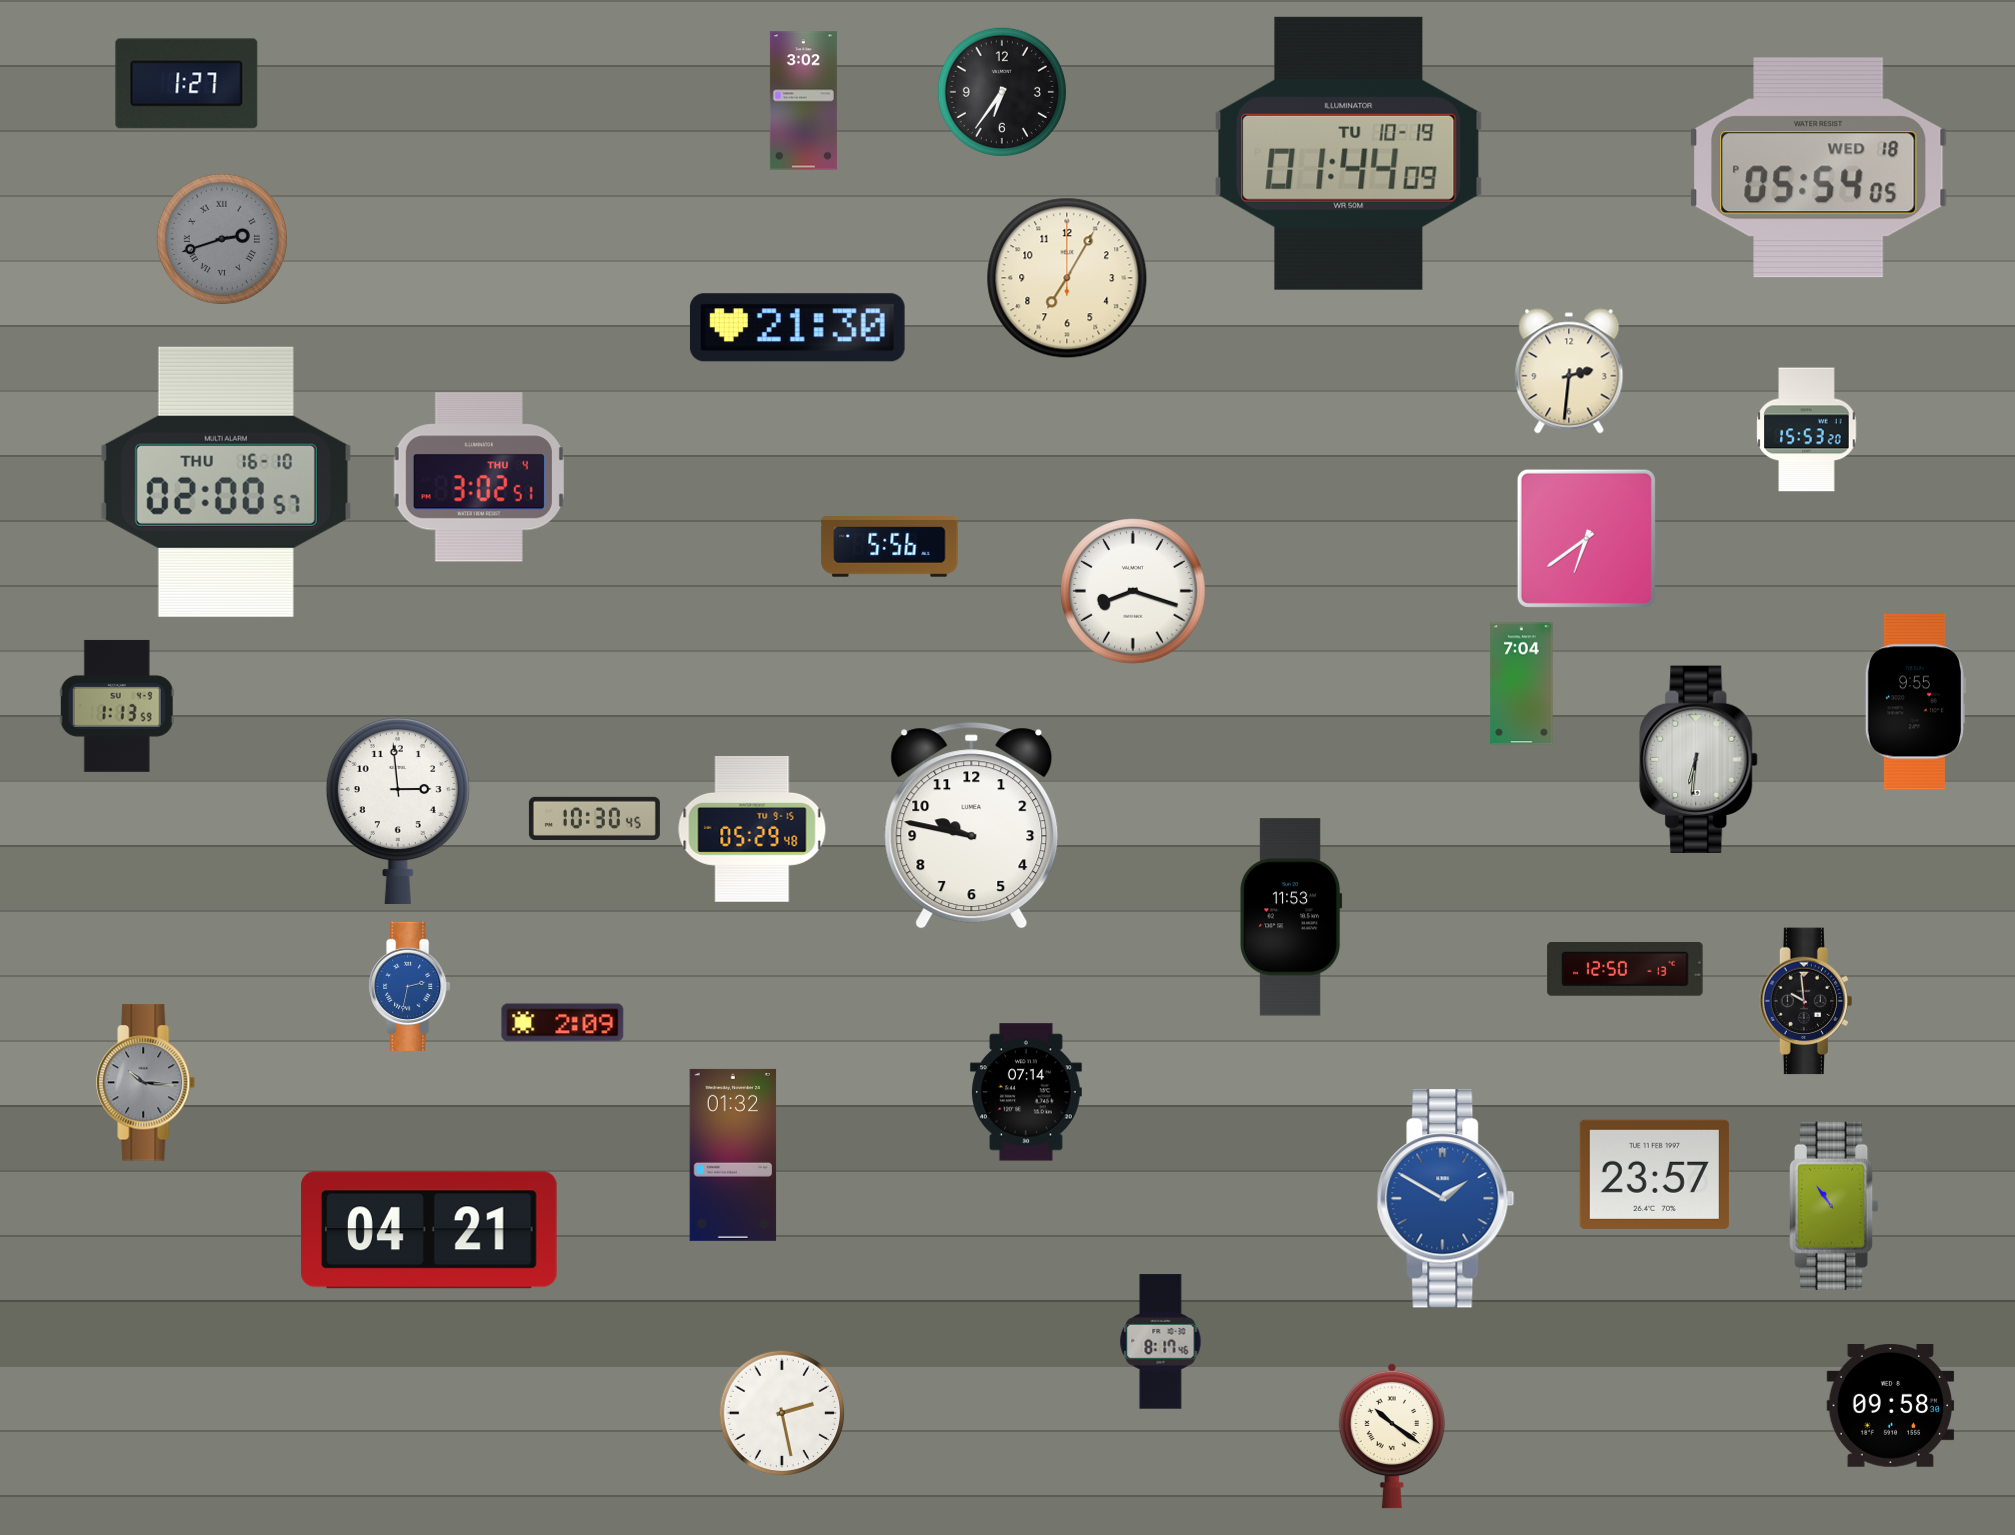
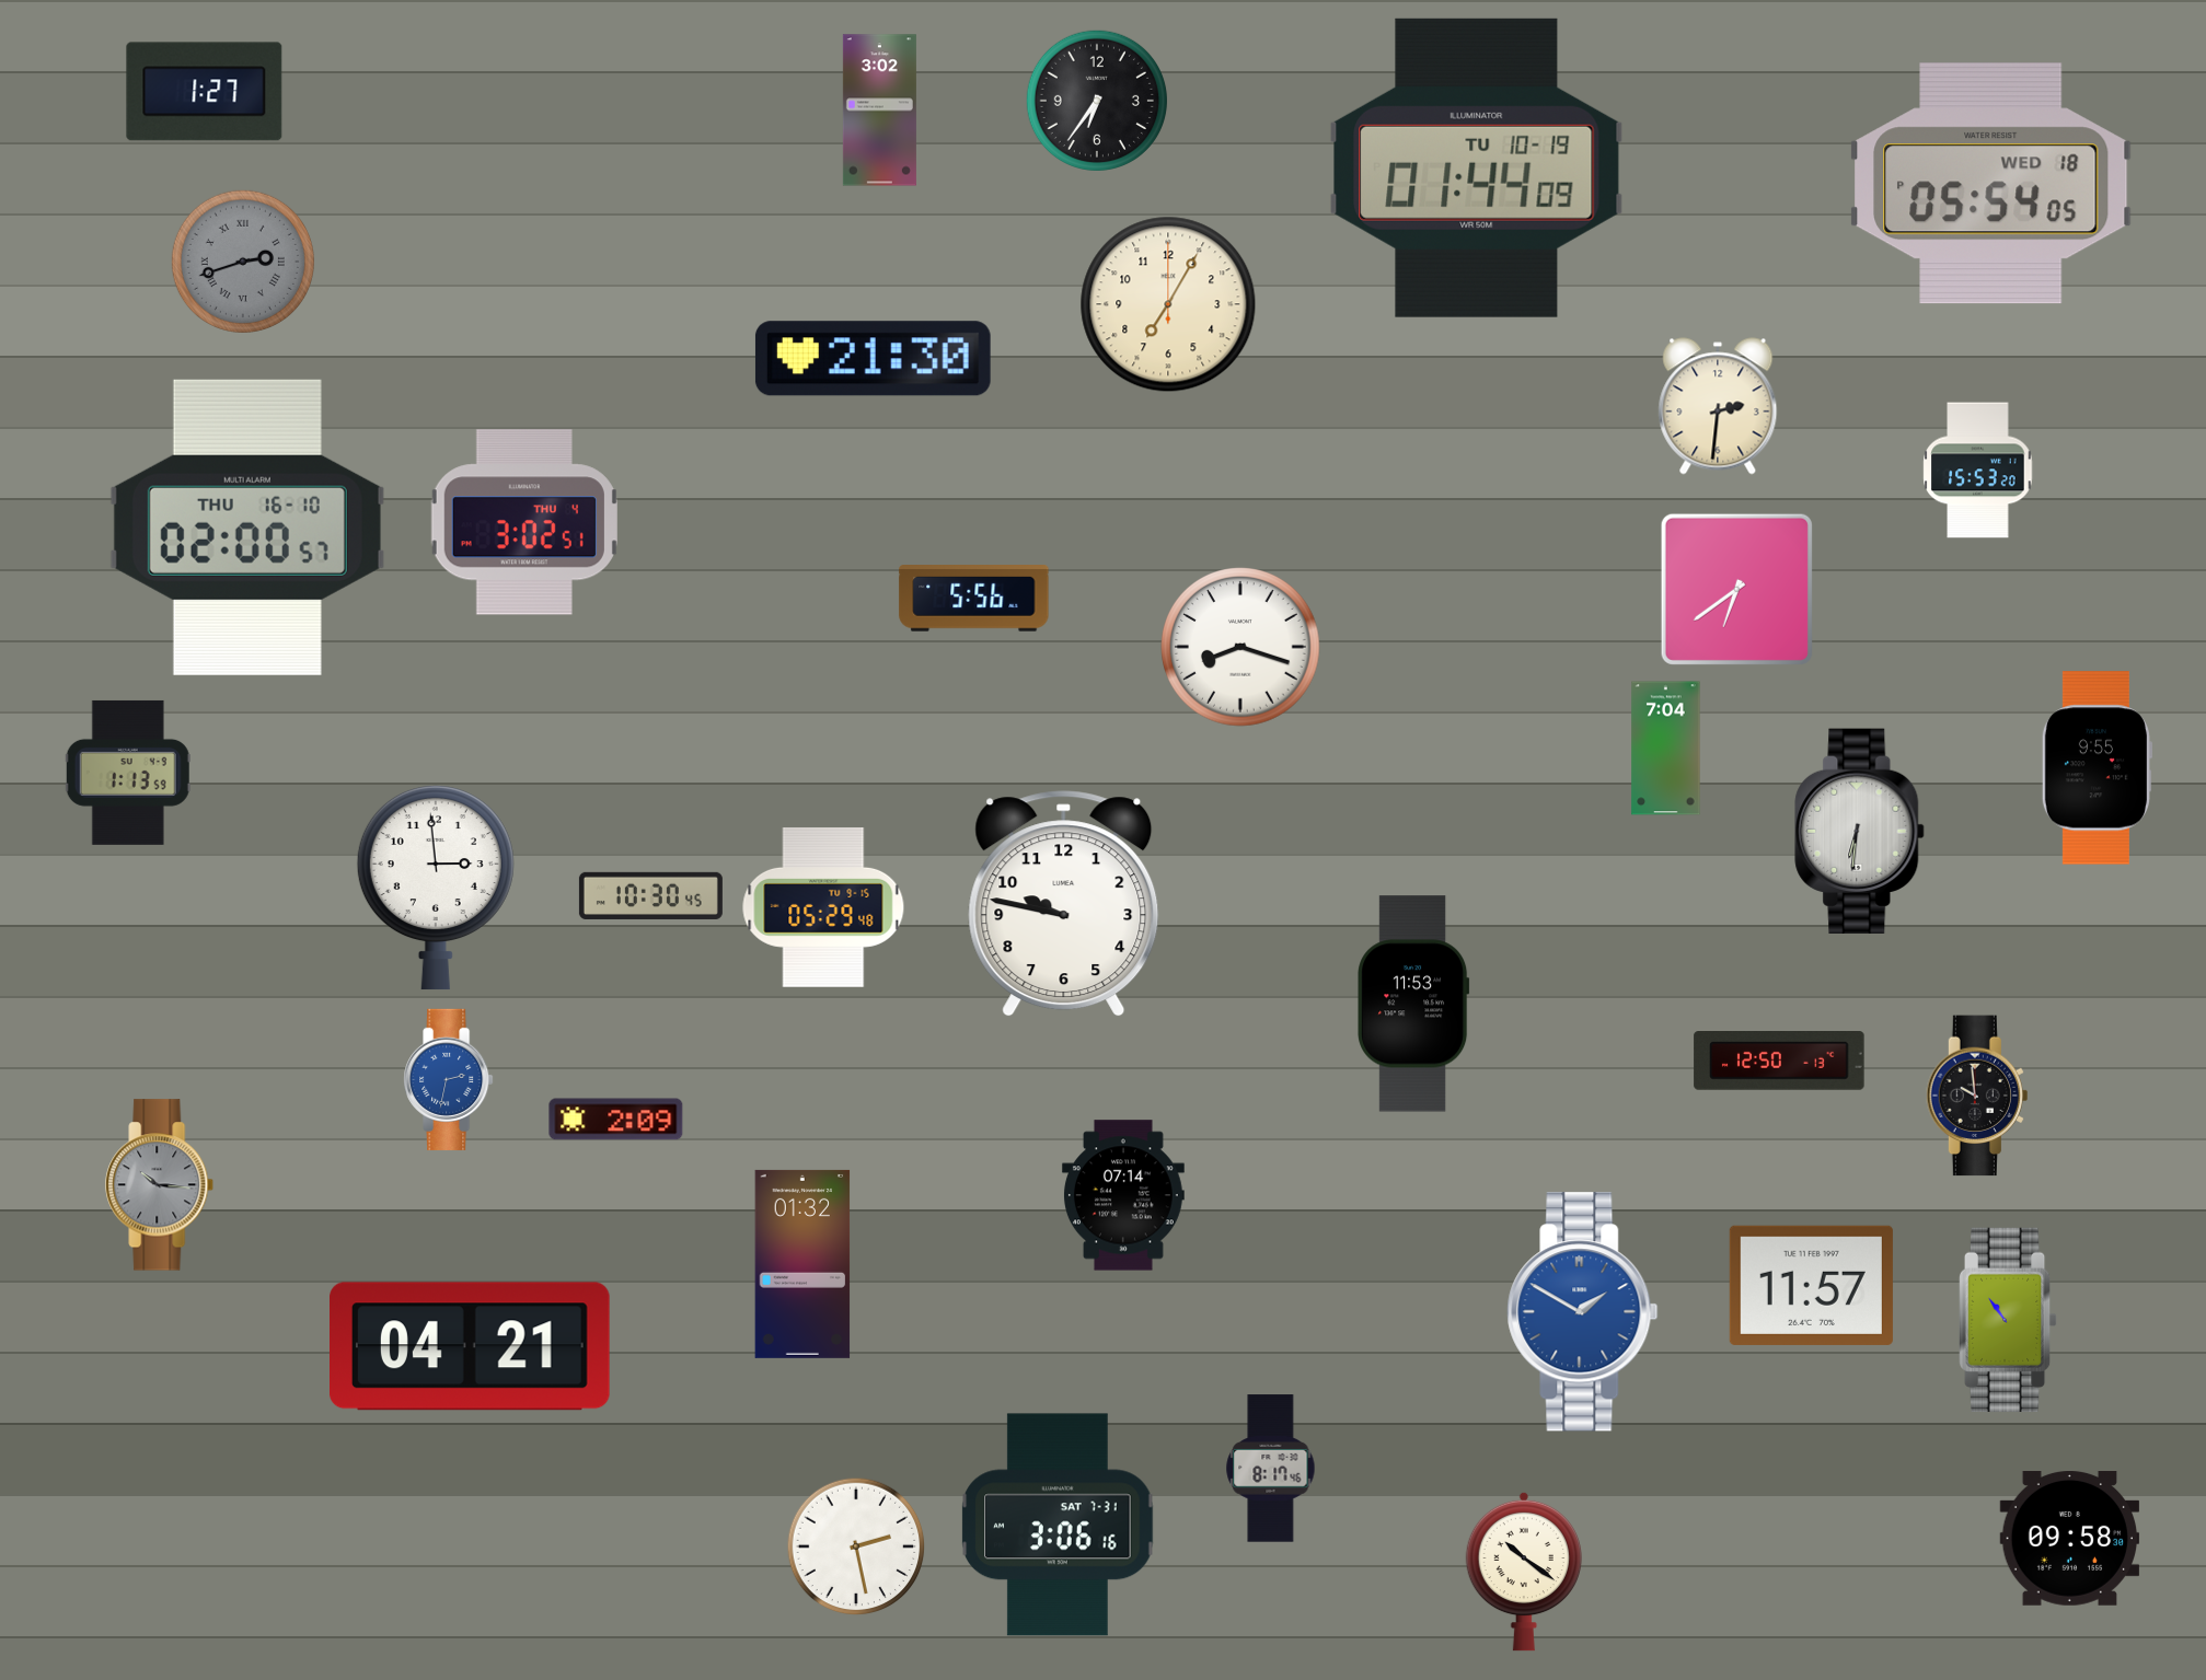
clock at (1654, 1174): 23:57 -> 11:57
clock at (1058, 1525): none -> 3:06
